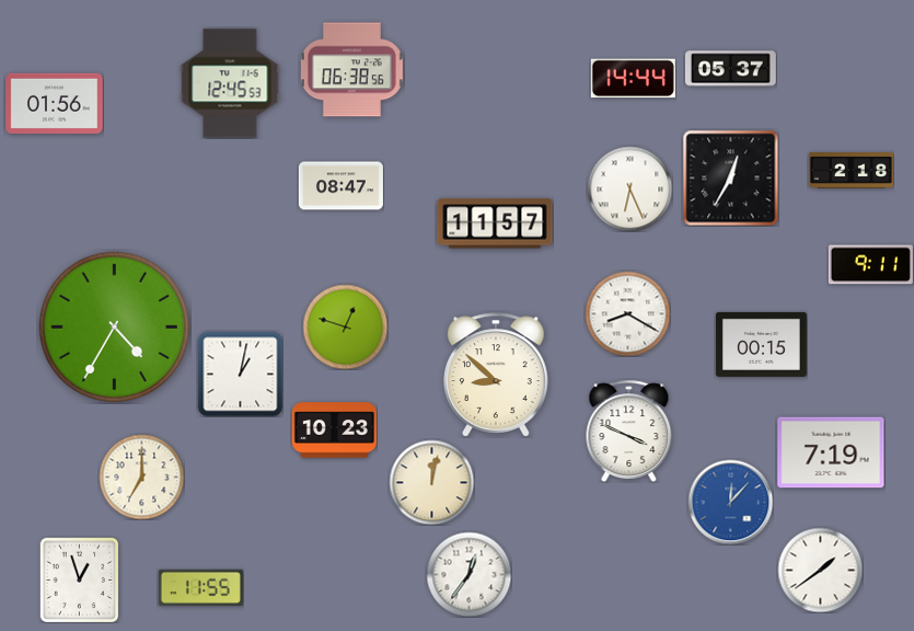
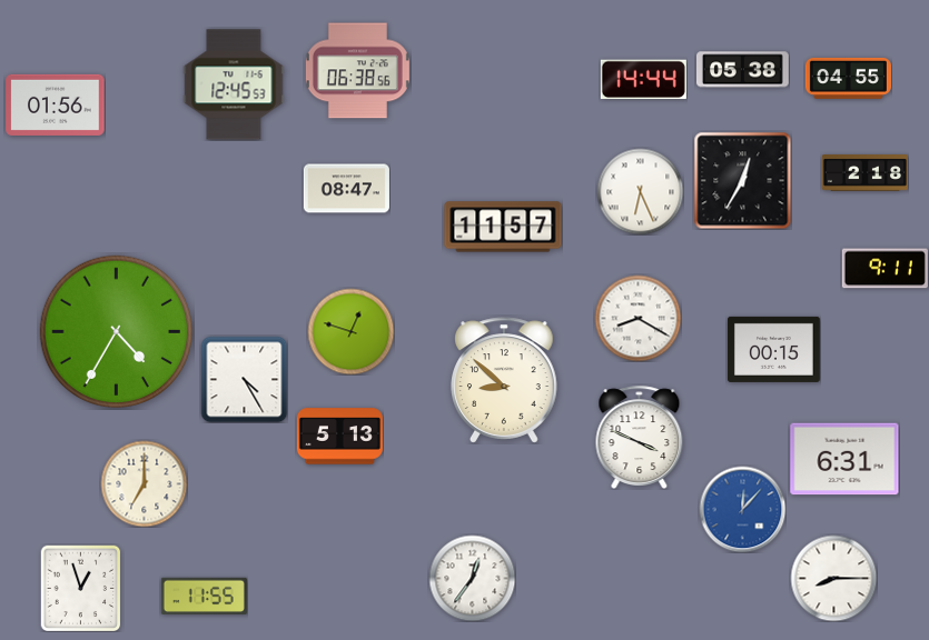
clock at (730, 69): 05:37 -> 05:38
clock at (848, 78): none -> 04:55
clock at (240, 374): 1:02 -> 4:25
clock at (334, 431): 10:23 -> 5:13
clock at (831, 452): 7:19 -> 6:31
clock at (431, 482): 12:02 -> none
clock at (820, 570): 1:39 -> 8:15
clock at (468, 574) position: (468, 574) -> (472, 578)
